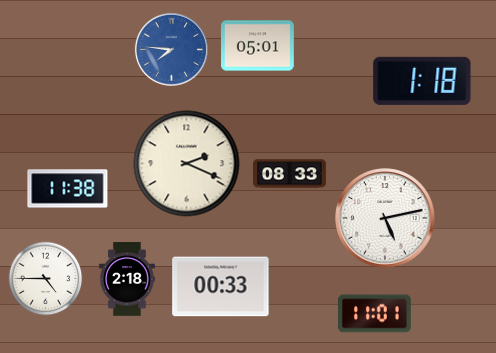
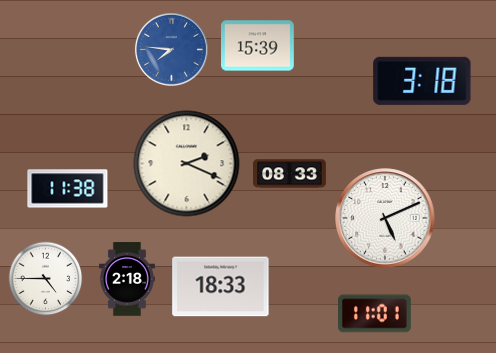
clock at (258, 46): 05:01 -> 15:39
clock at (422, 81): 1:18 -> 3:18
clock at (385, 218): 5:13 -> 5:11
clock at (221, 287): 00:33 -> 18:33
